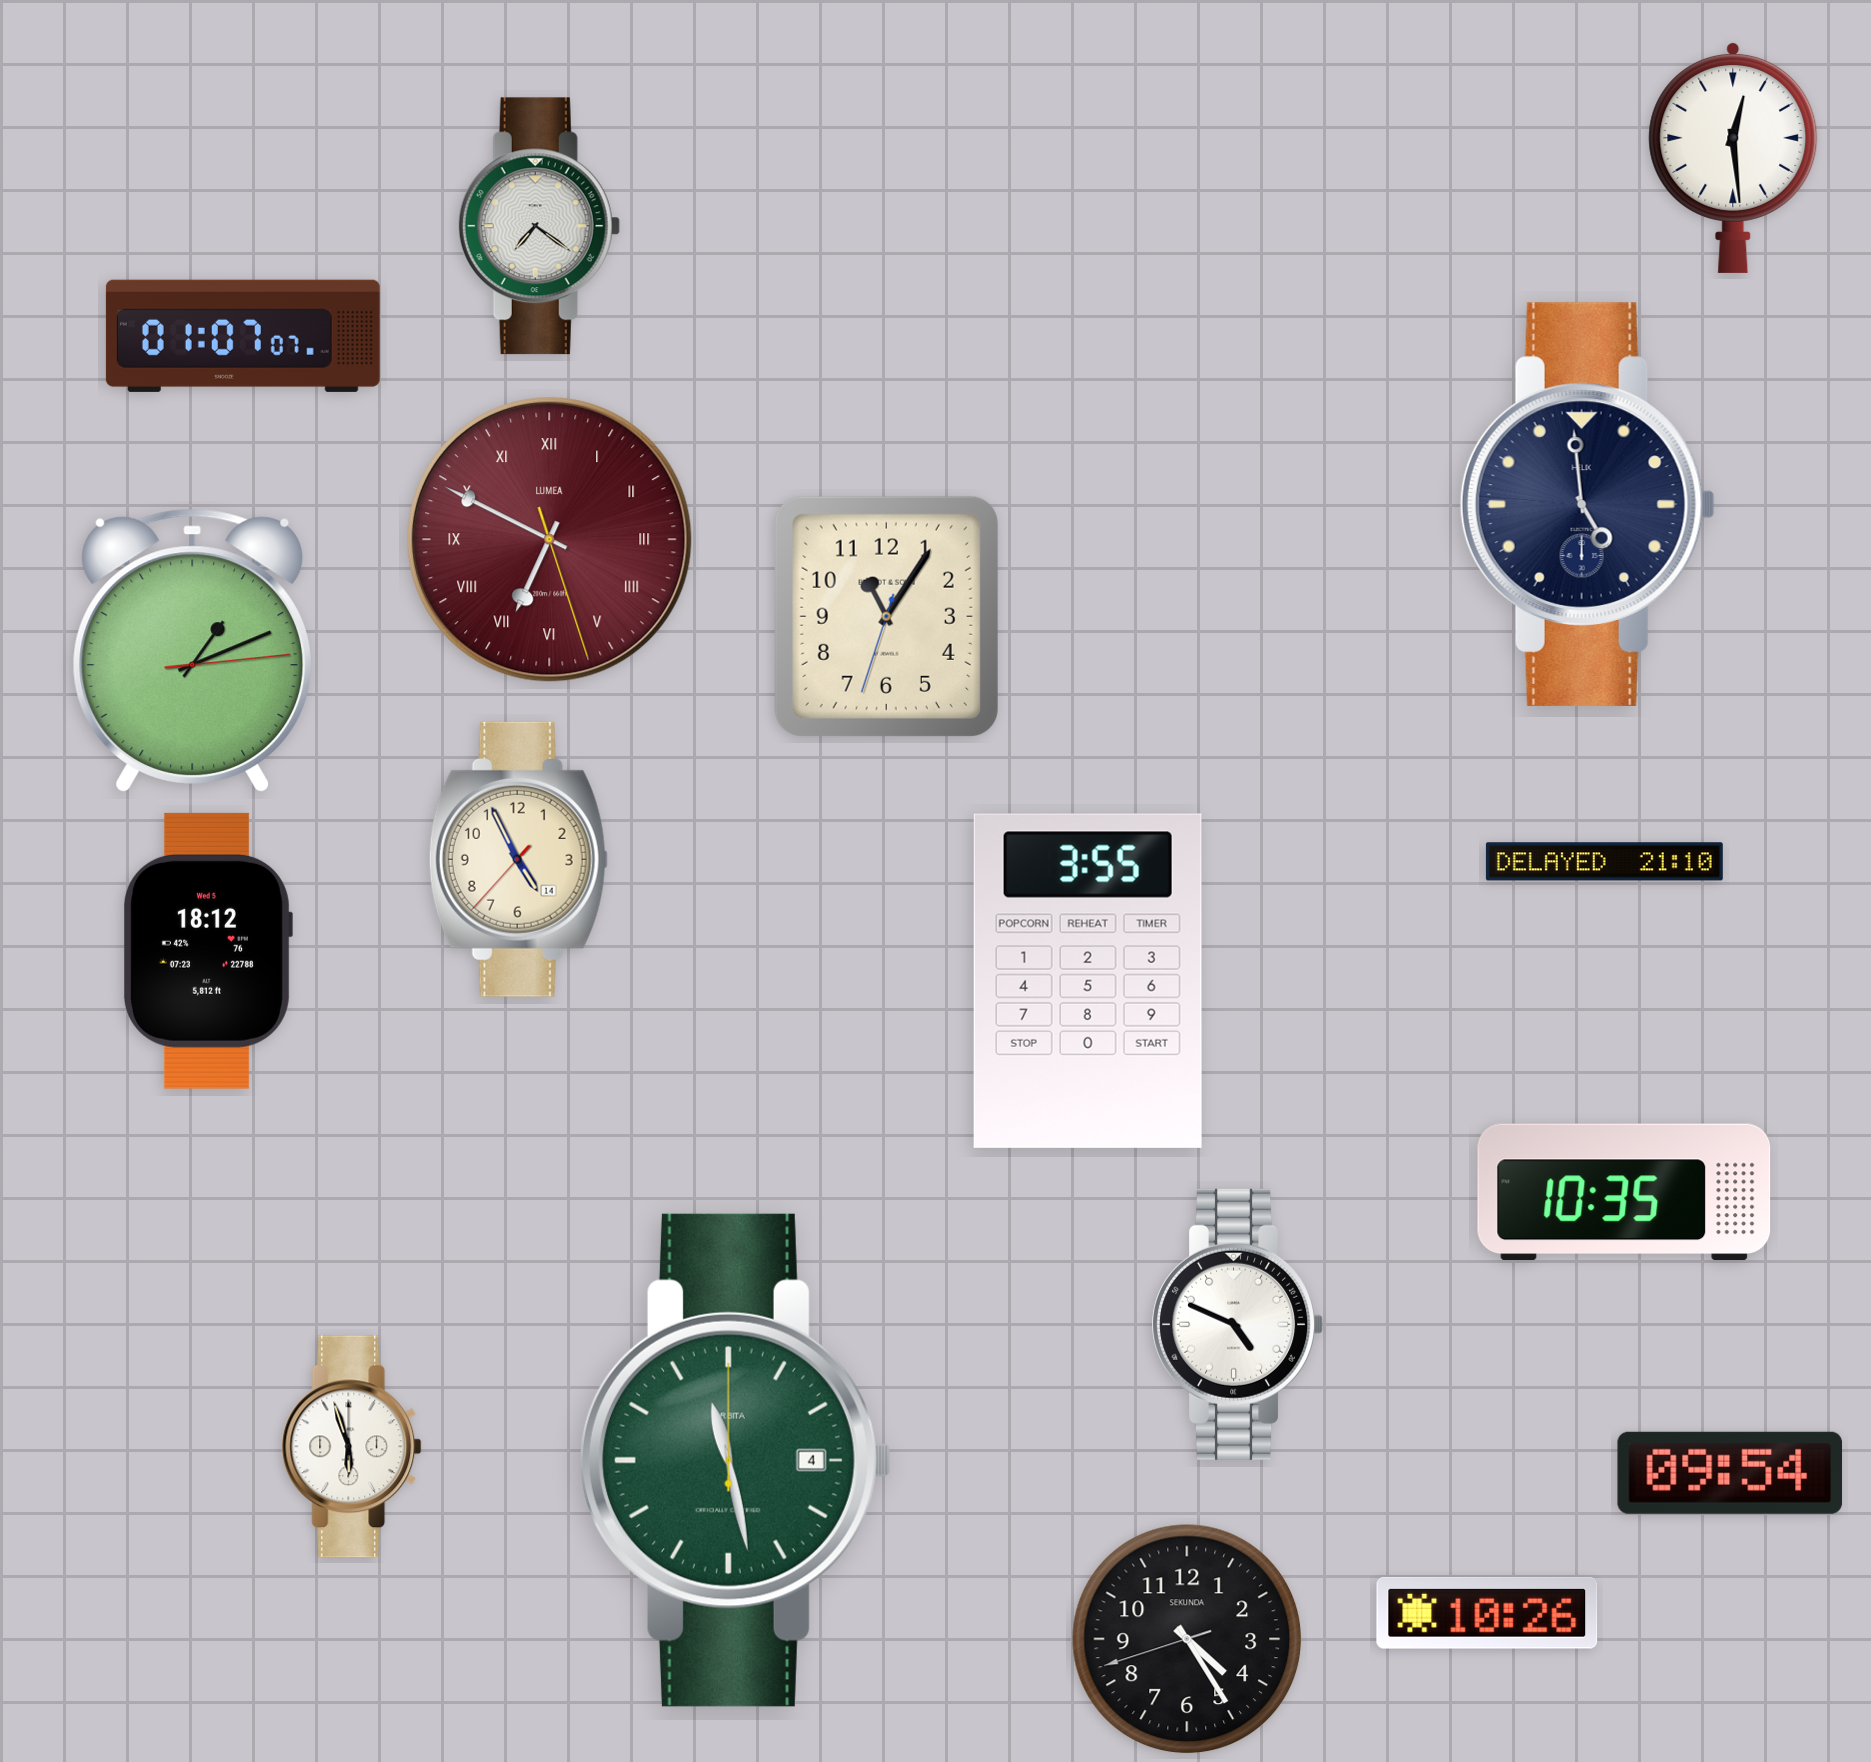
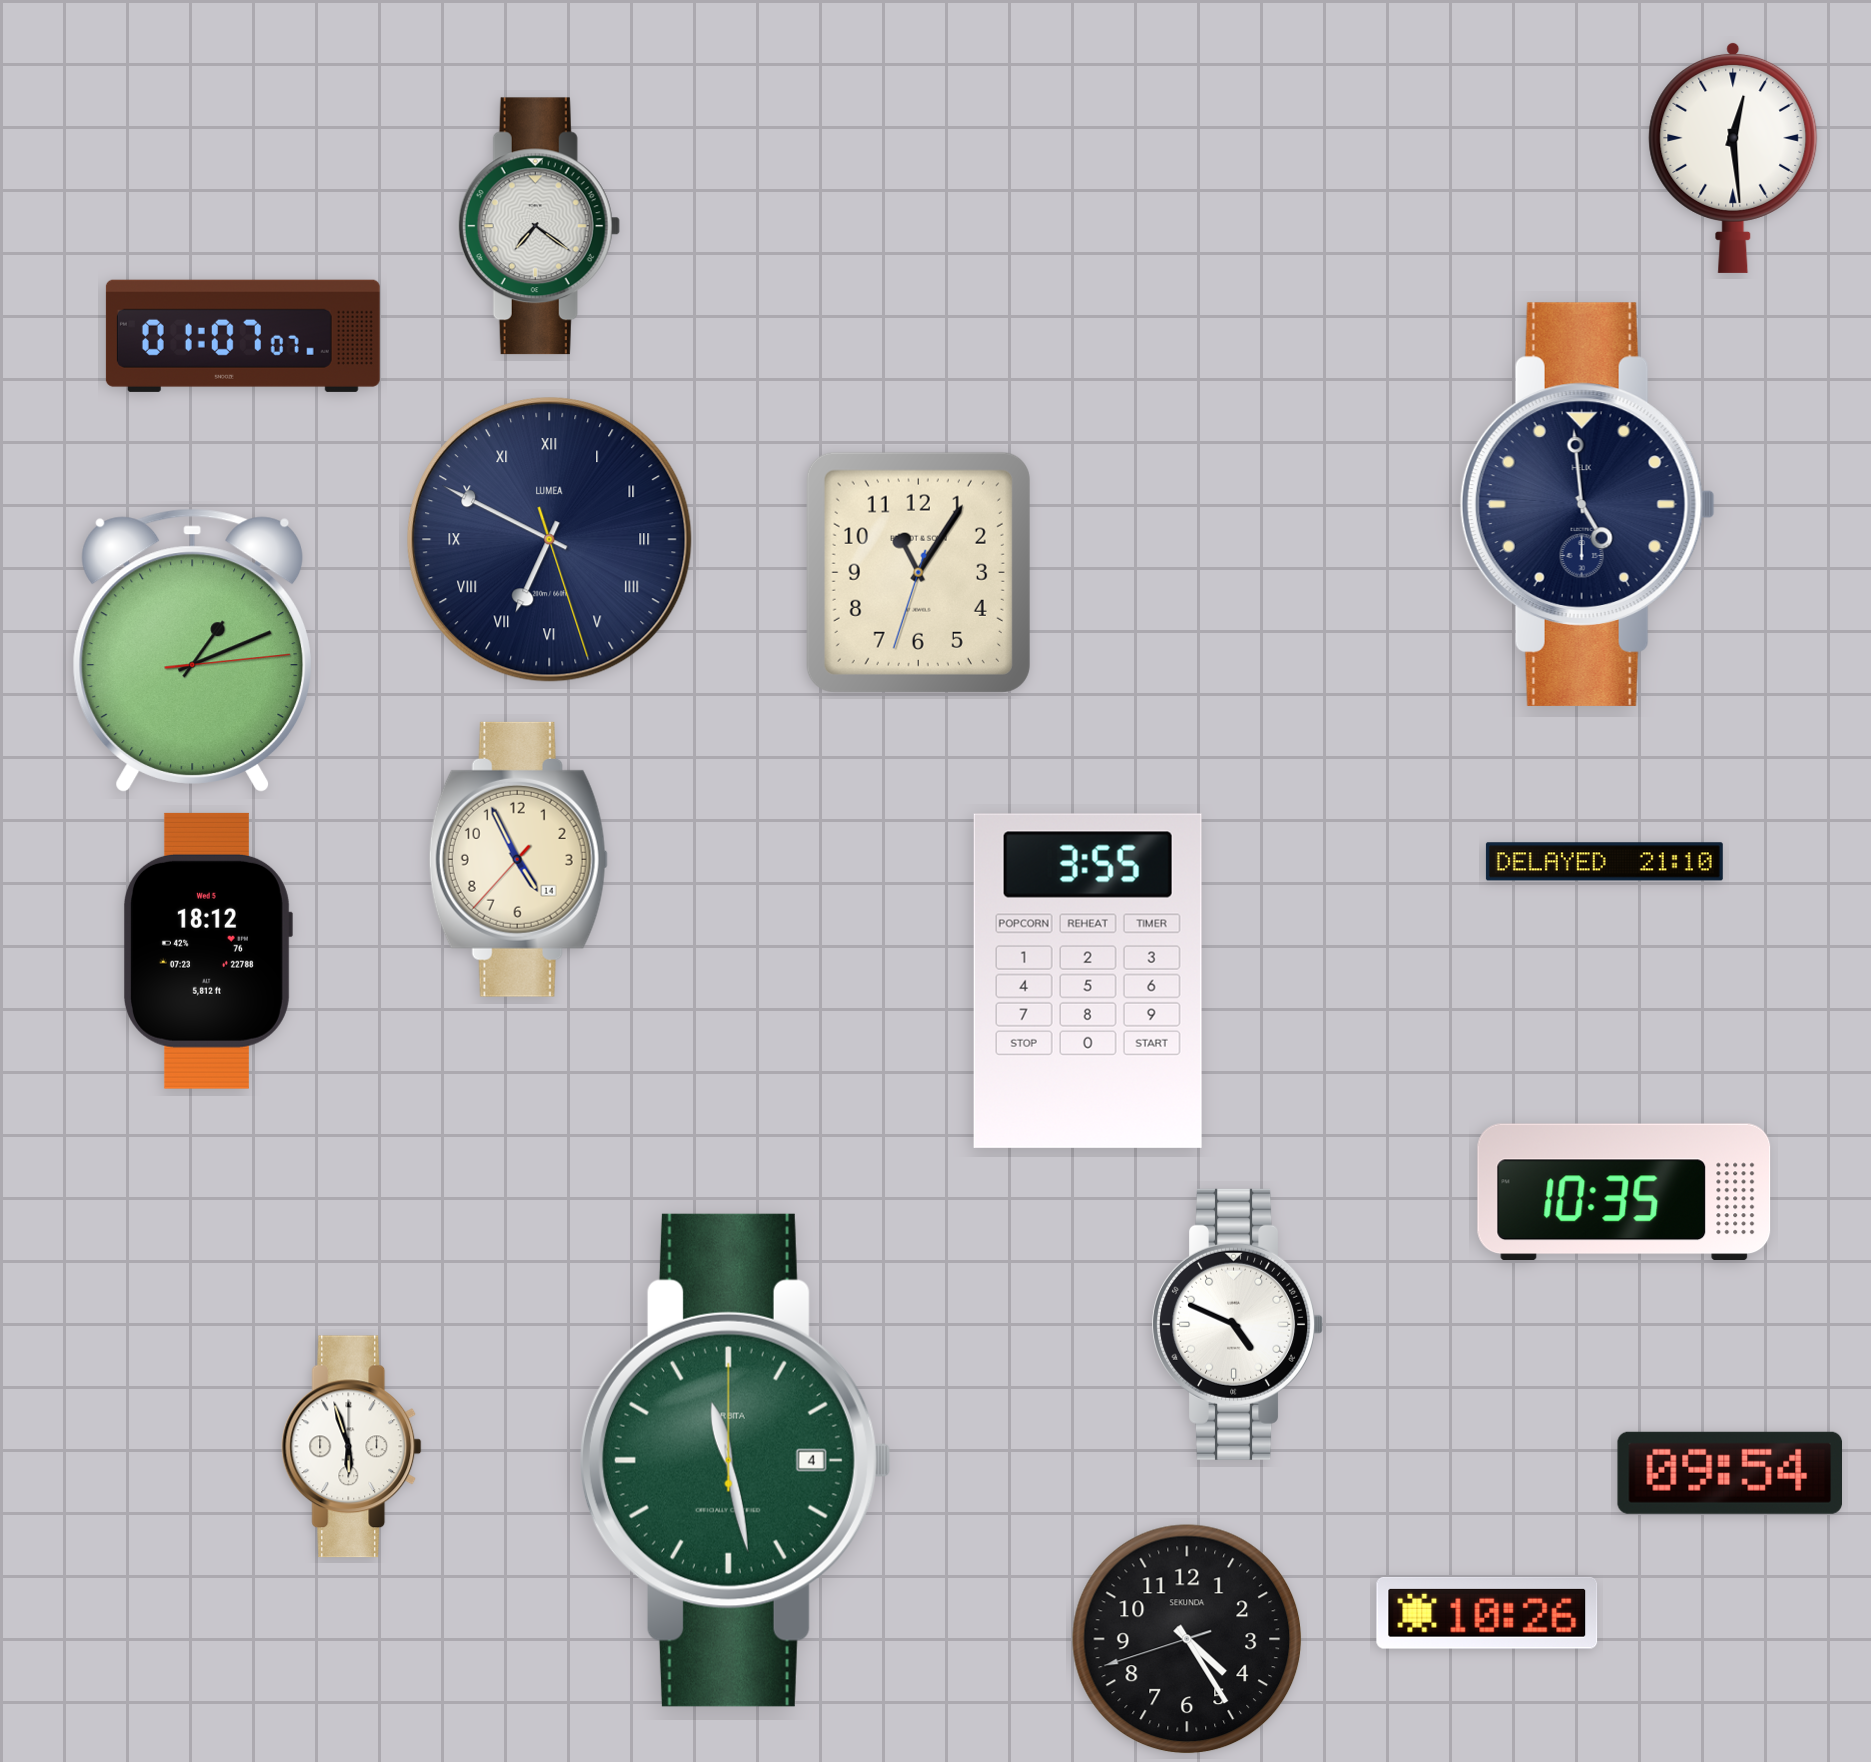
clock at (550, 540) dial: burgundy -> navy
clock at (886, 616) position: (886, 616) -> (918, 572)
